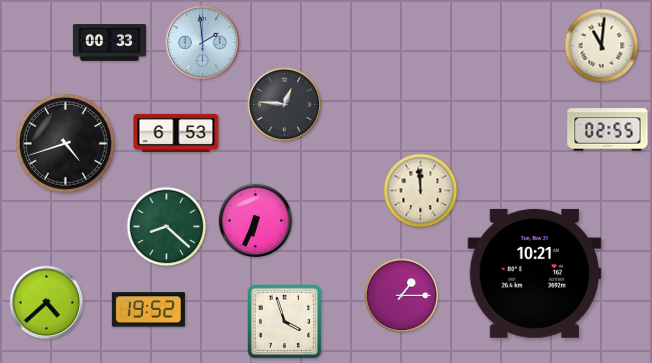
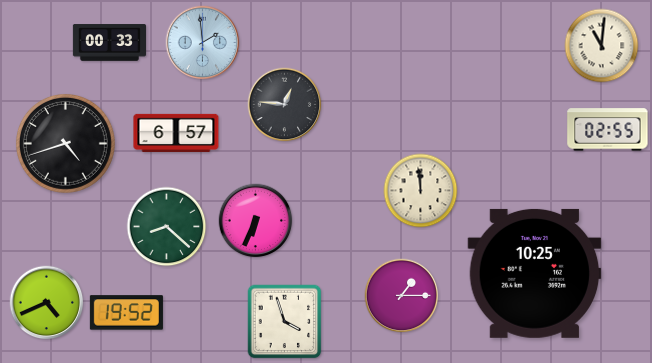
clock at (176, 133): 6:53 -> 6:57
clock at (535, 273): 10:21 -> 10:25
clock at (47, 303): 4:38 -> 4:41
clock at (148, 310) position: (148, 310) -> (126, 313)
